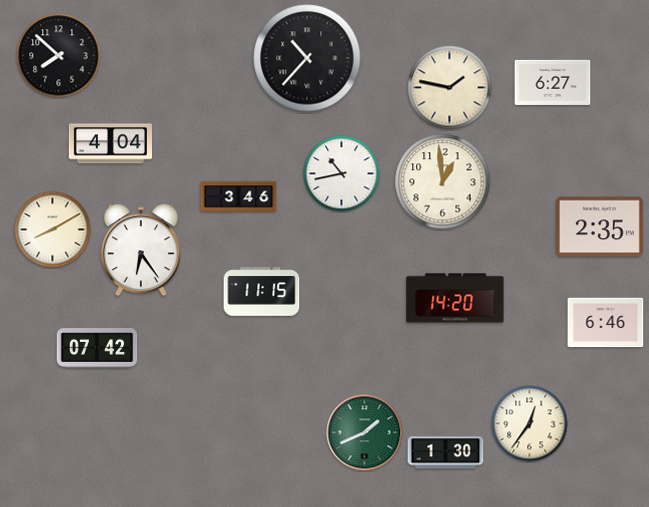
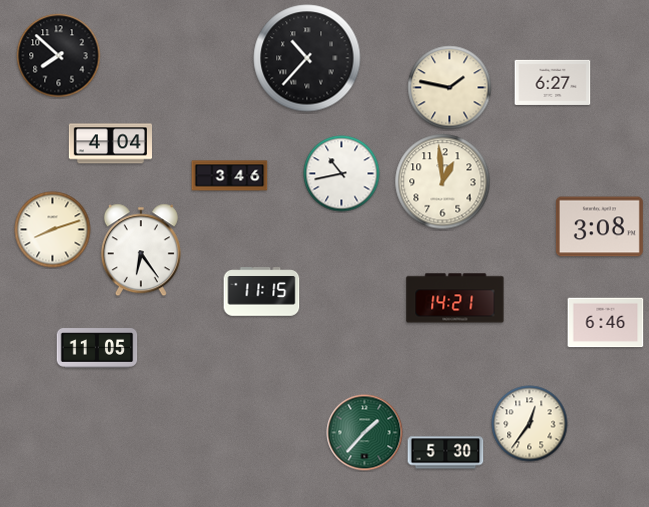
clock at (239, 197) position: (239, 197) -> (230, 176)
clock at (599, 227): 2:35 -> 3:08
clock at (53, 230): 8:10 -> 8:12
clock at (455, 298): 14:20 -> 14:21
clock at (97, 348): 07:42 -> 11:05
clock at (365, 433): 1:41 -> 1:37
clock at (446, 453): 1:30 -> 5:30
